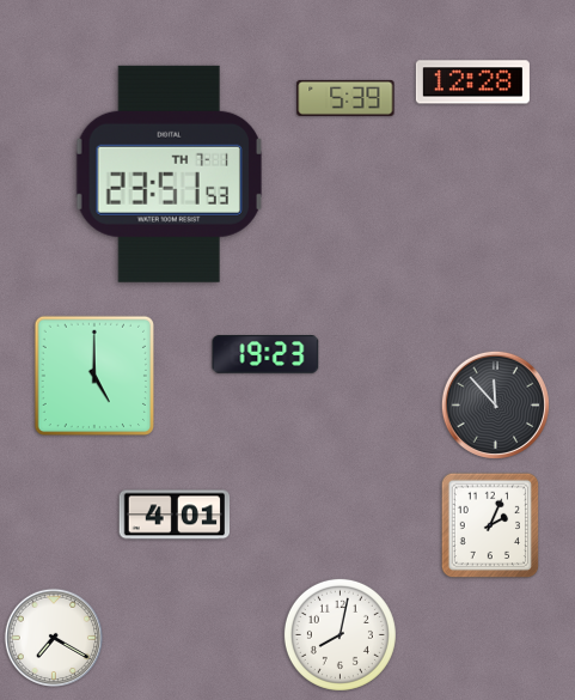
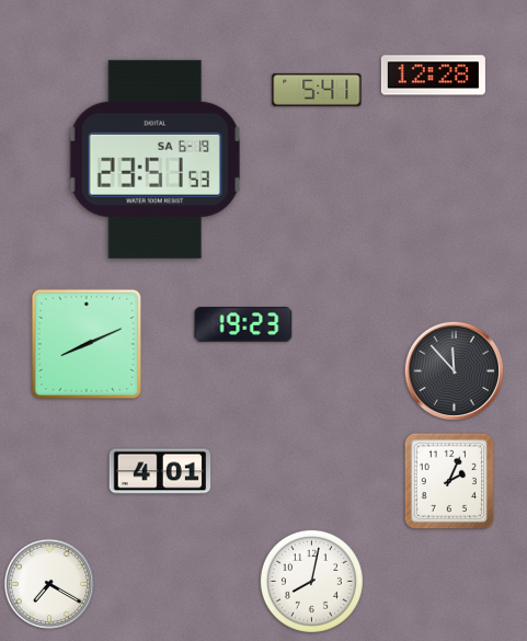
clock at (345, 98): 5:39 -> 5:41
clock at (169, 174) date: TH 7-1 -> SA 6-19
clock at (93, 375): 5:00 -> 8:11
